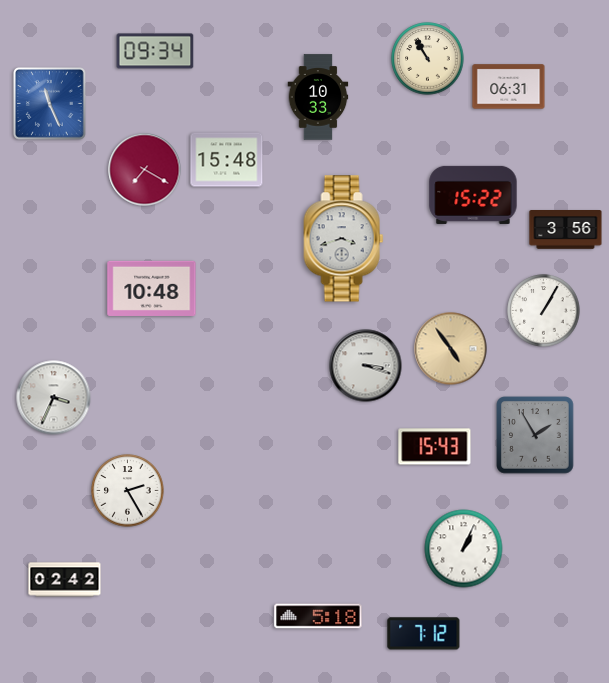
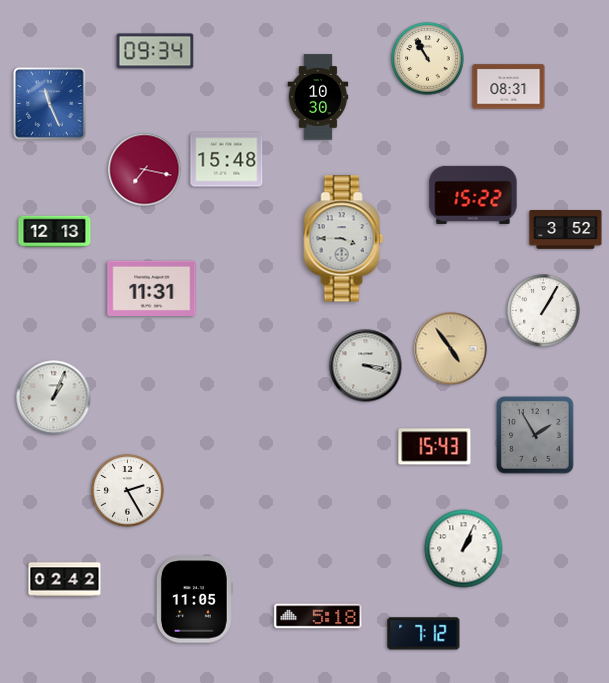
clock at (509, 87): 06:31 -> 08:31
clock at (318, 97): 10:33 -> 10:30
clock at (145, 170): 7:20 -> 7:17
clock at (566, 230): 3:56 -> 3:52
clock at (55, 232): none -> 12:13
clock at (344, 239): 3:42 -> 3:45
clock at (152, 288): 10:48 -> 11:31
clock at (54, 398): 3:34 -> 1:04
clock at (194, 600): none -> 11:05
